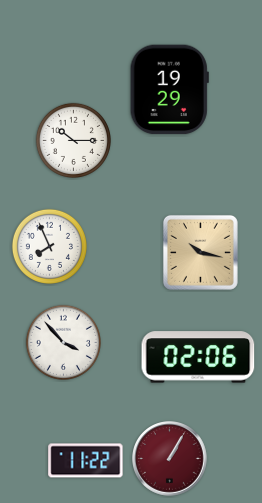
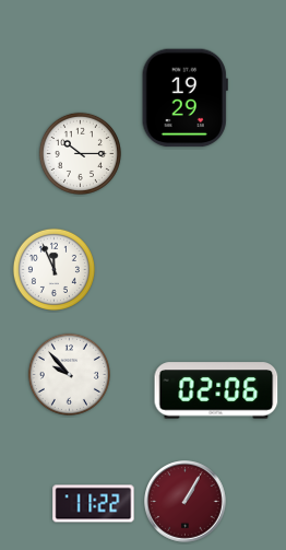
clock at (49, 246): 7:56 -> 11:56
clock at (200, 252): 10:17 -> none
clock at (63, 342): 3:53 -> 9:53
